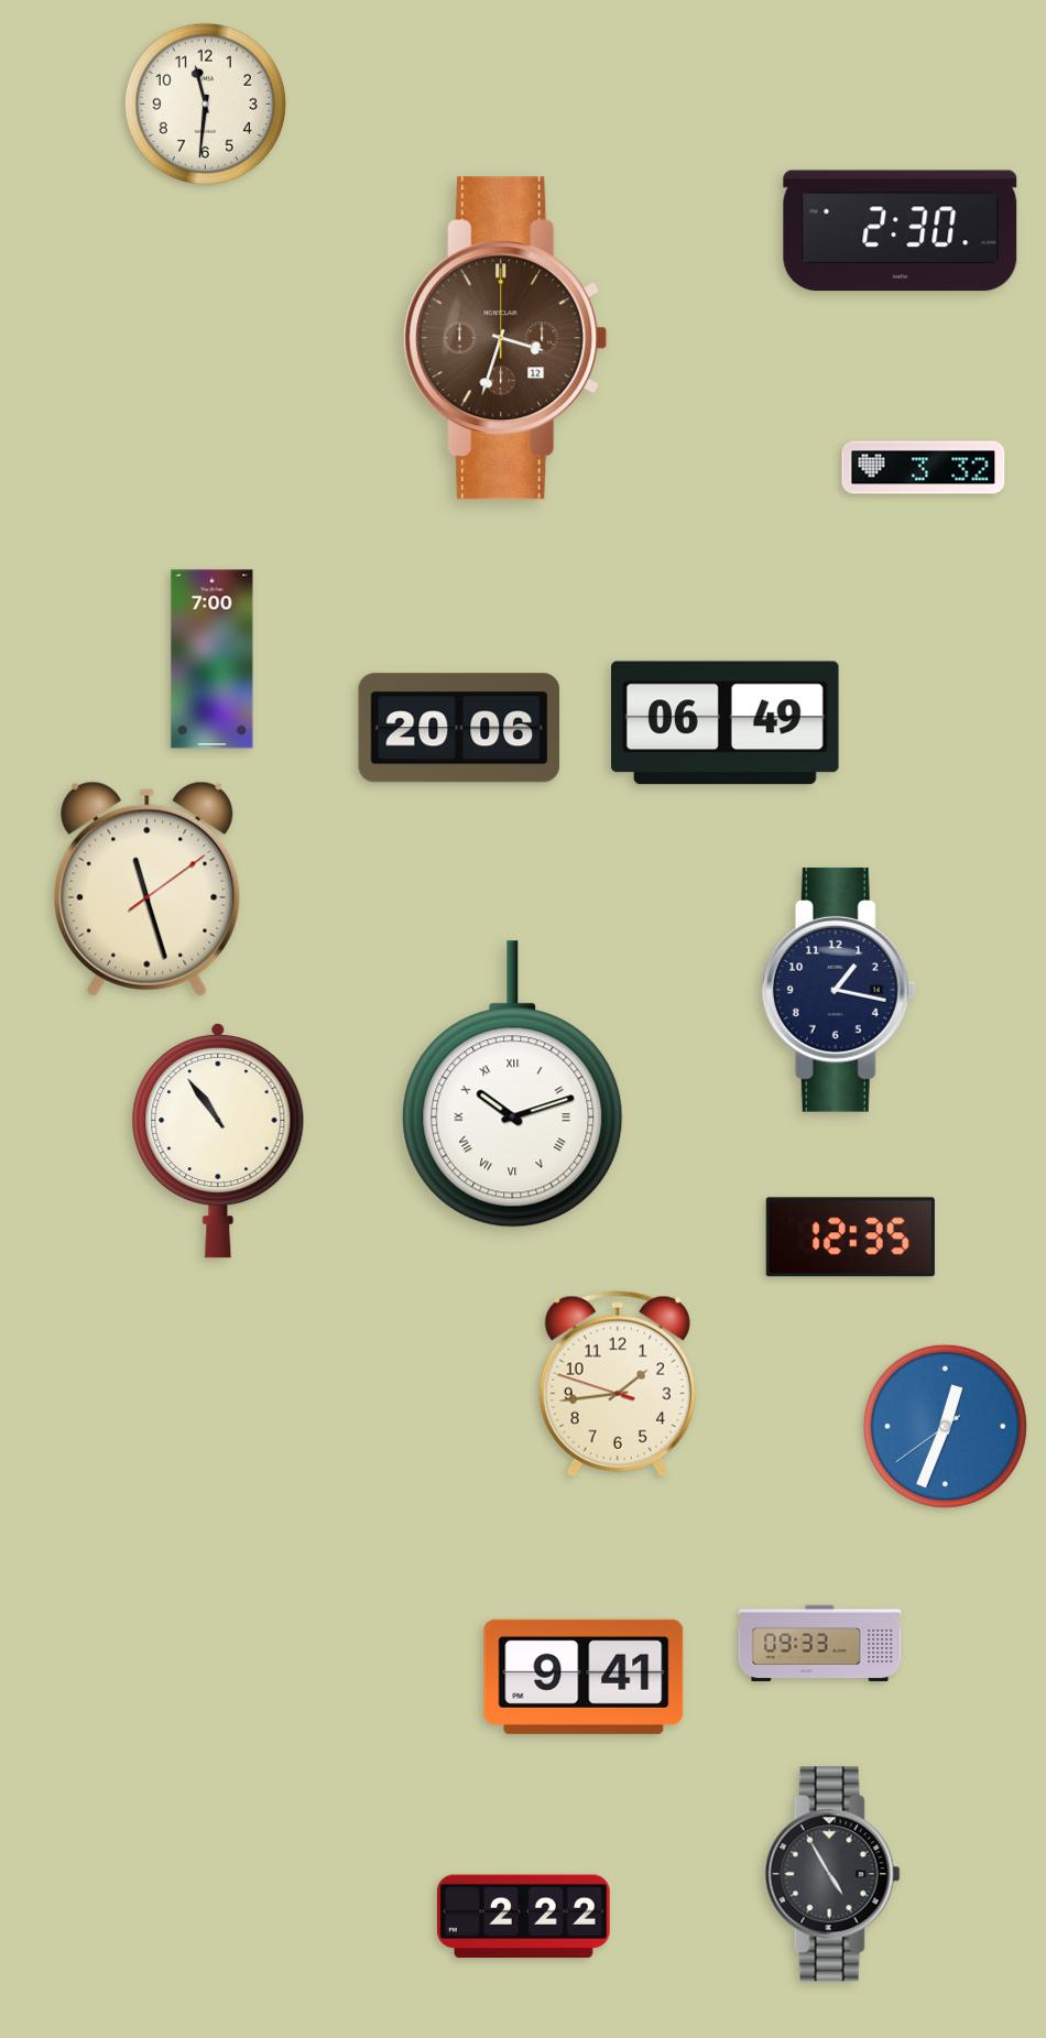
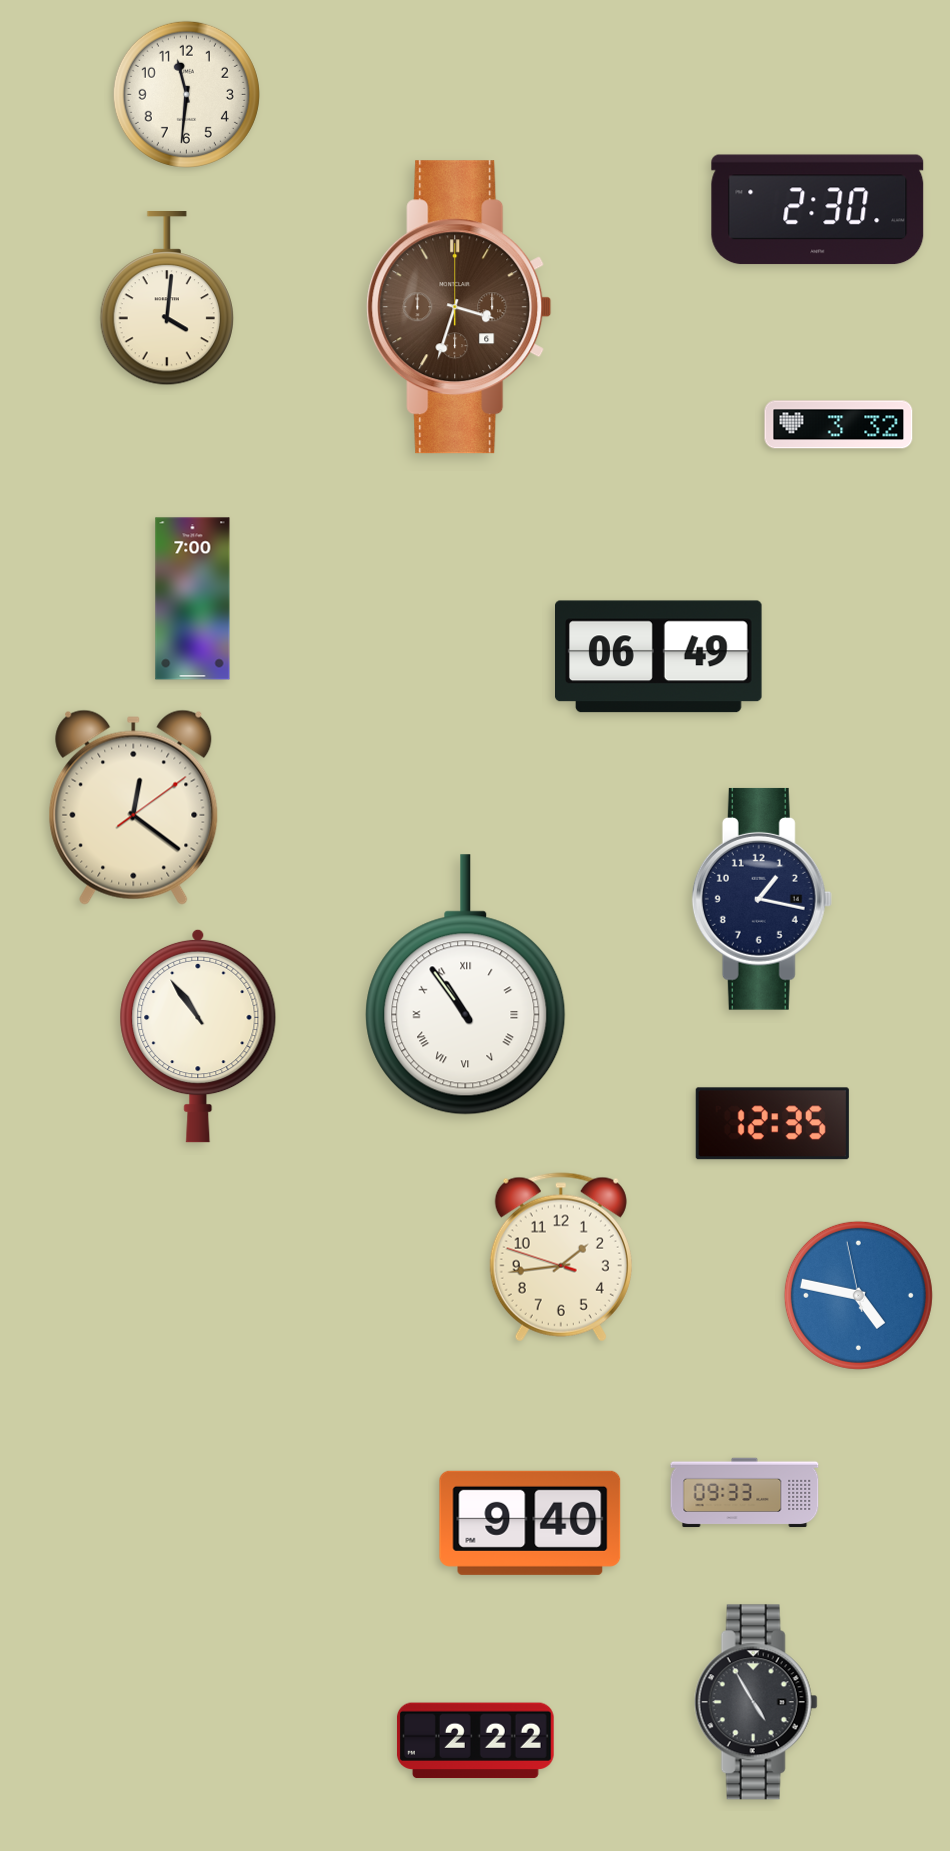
clock at (167, 299): none -> 4:01
clock at (505, 338) date: 12 -> 6
clock at (459, 728): 20:06 -> none
clock at (148, 889): 11:27 -> 12:21
clock at (513, 1085): 10:12 -> 10:54
clock at (945, 1426): 12:33 -> 4:46
clock at (584, 1677): 9:41 -> 9:40
